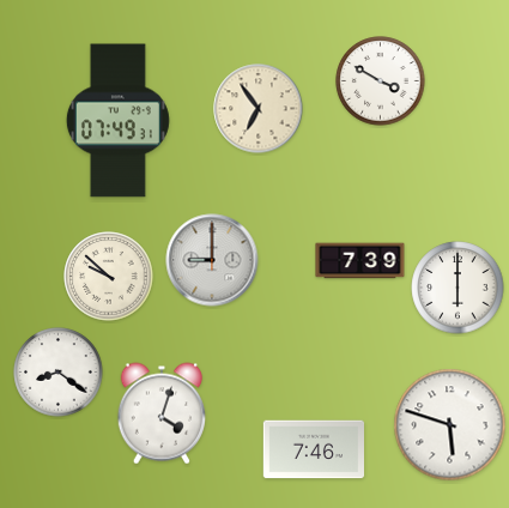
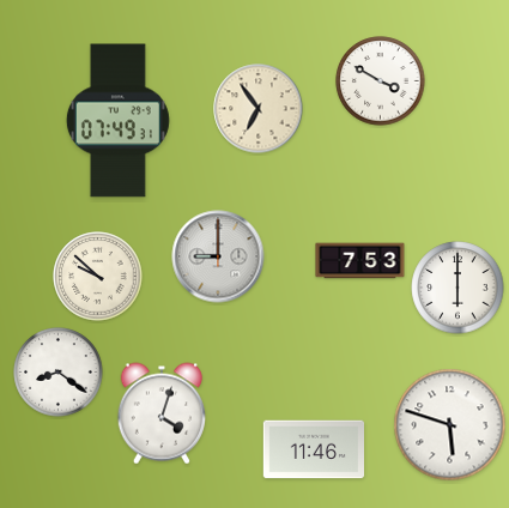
clock at (212, 260) position: (212, 260) -> (218, 256)
clock at (360, 261): 7:39 -> 7:53
clock at (109, 277) position: (109, 277) -> (98, 277)
clock at (314, 449): 7:46 -> 11:46
